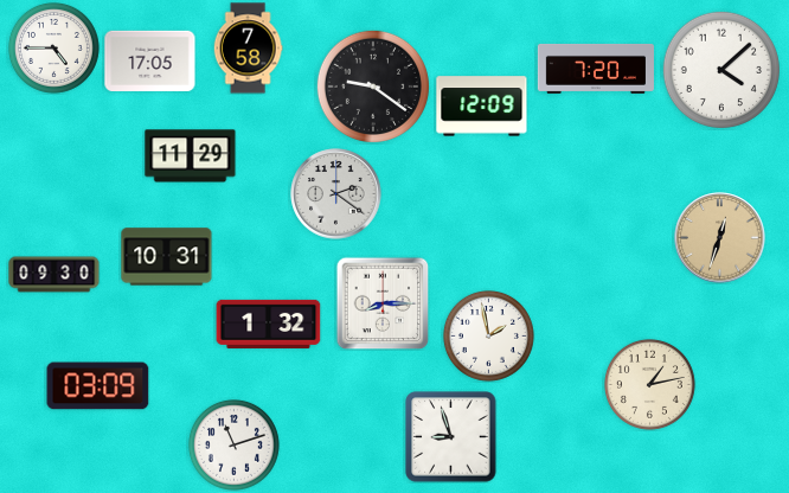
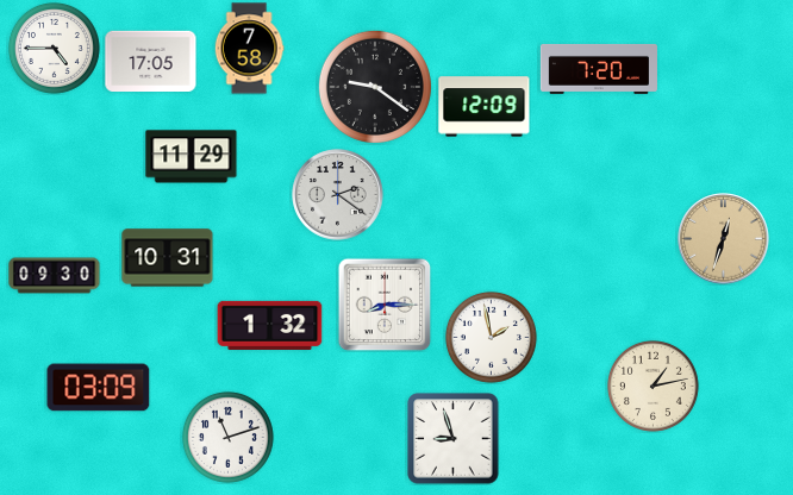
clock at (720, 69): 4:08 -> none
clock at (233, 444) position: (233, 444) -> (227, 437)
